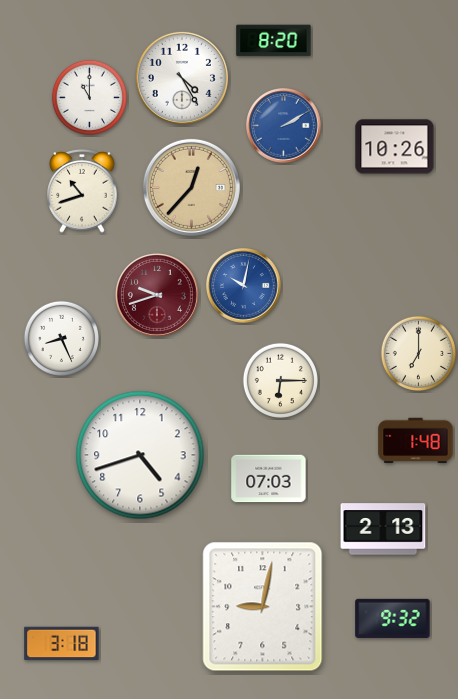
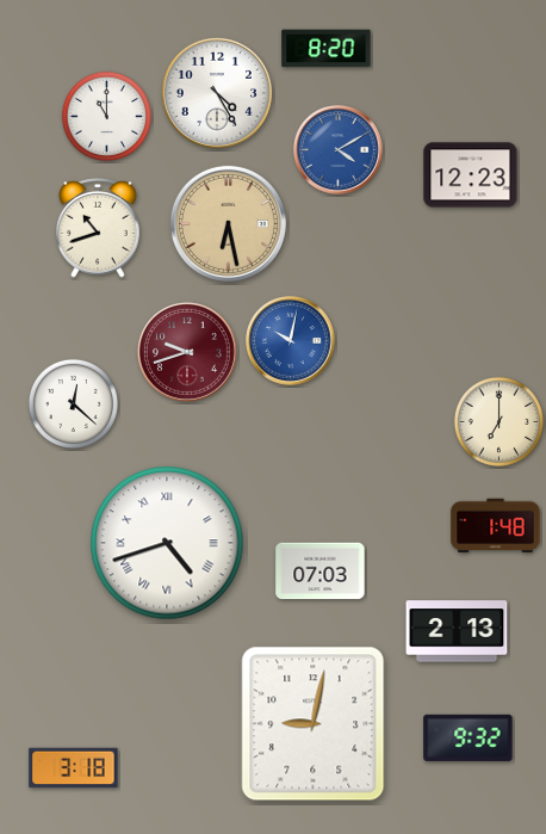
clock at (284, 126): 2:10 -> 4:10
clock at (395, 147): 10:26 -> 12:23
clock at (191, 187): 12:37 -> 6:28
clock at (61, 338): 8:26 -> 12:22
clock at (280, 380): 6:15 -> none
clock at (140, 455) numerals: Arabic -> Roman
